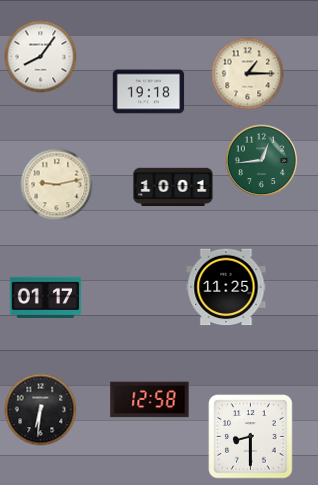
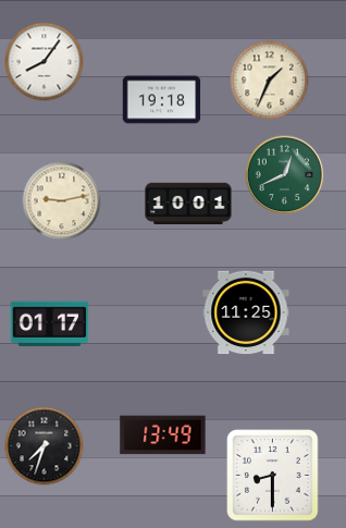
clock at (248, 74): 1:15 -> 1:34
clock at (262, 161): 12:44 -> 12:41
clock at (150, 400): 12:58 -> 13:49
clock at (41, 410): 6:31 -> 7:33
